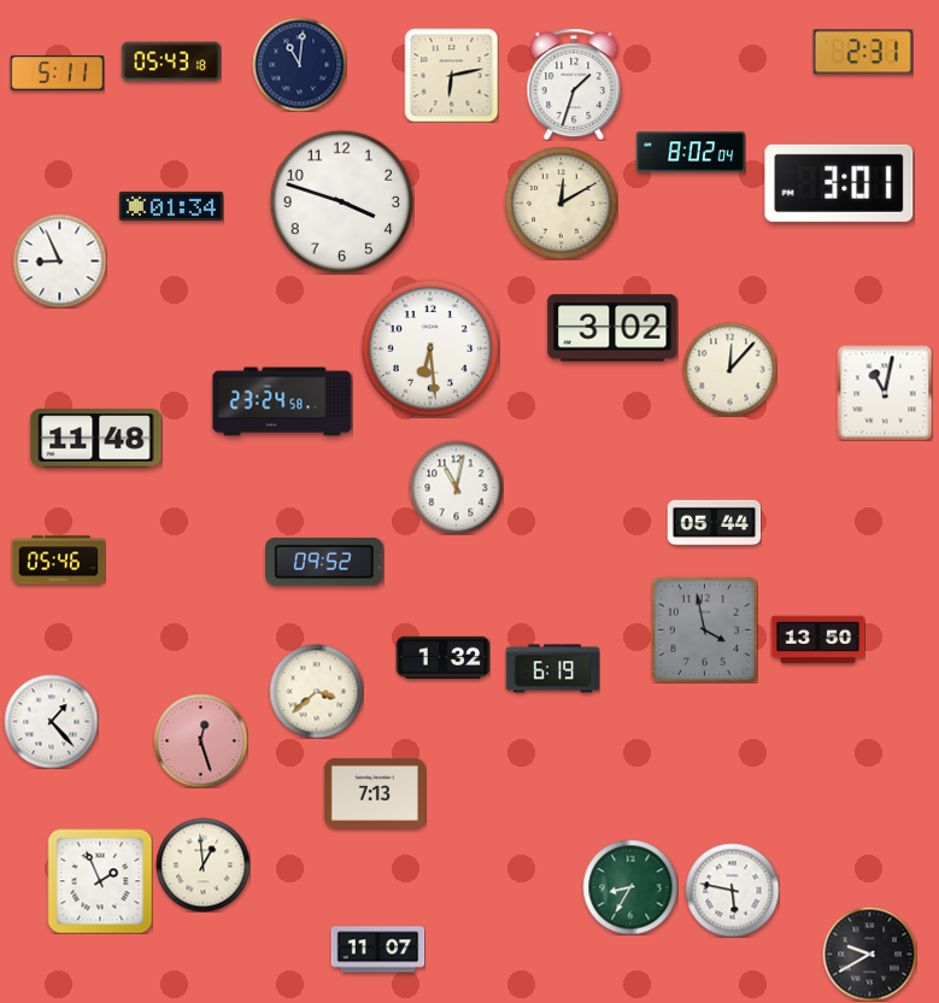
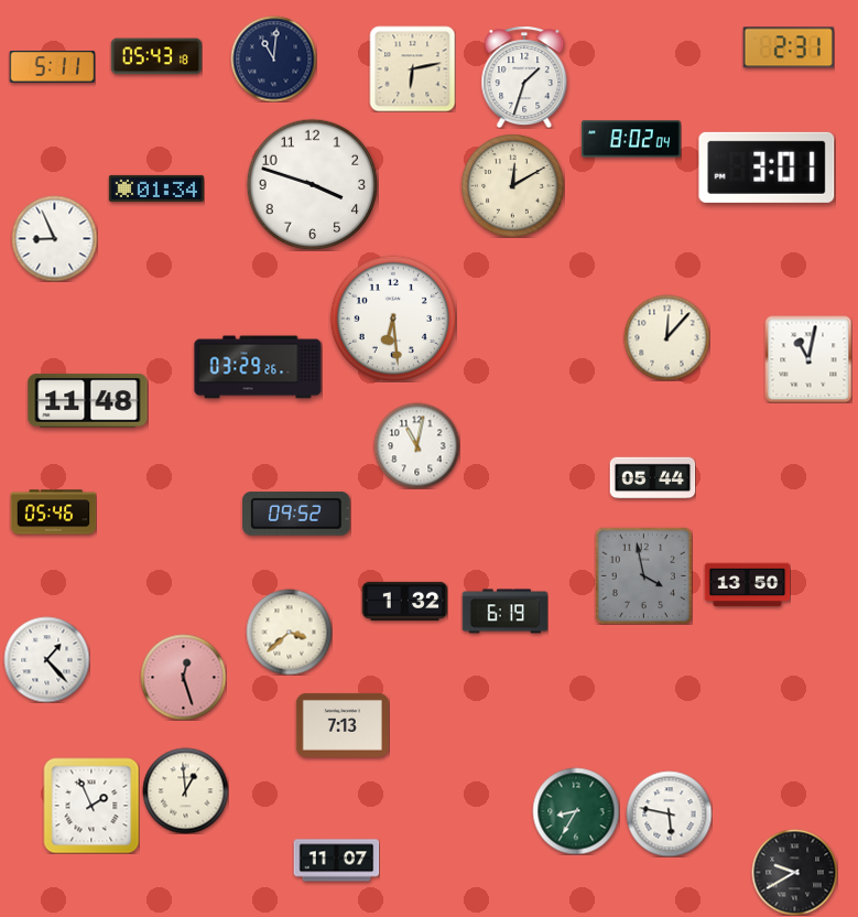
clock at (612, 328): 3:02 -> none
clock at (282, 401): 23:24 -> 03:29
clock at (377, 950) position: (377, 950) -> (336, 861)
